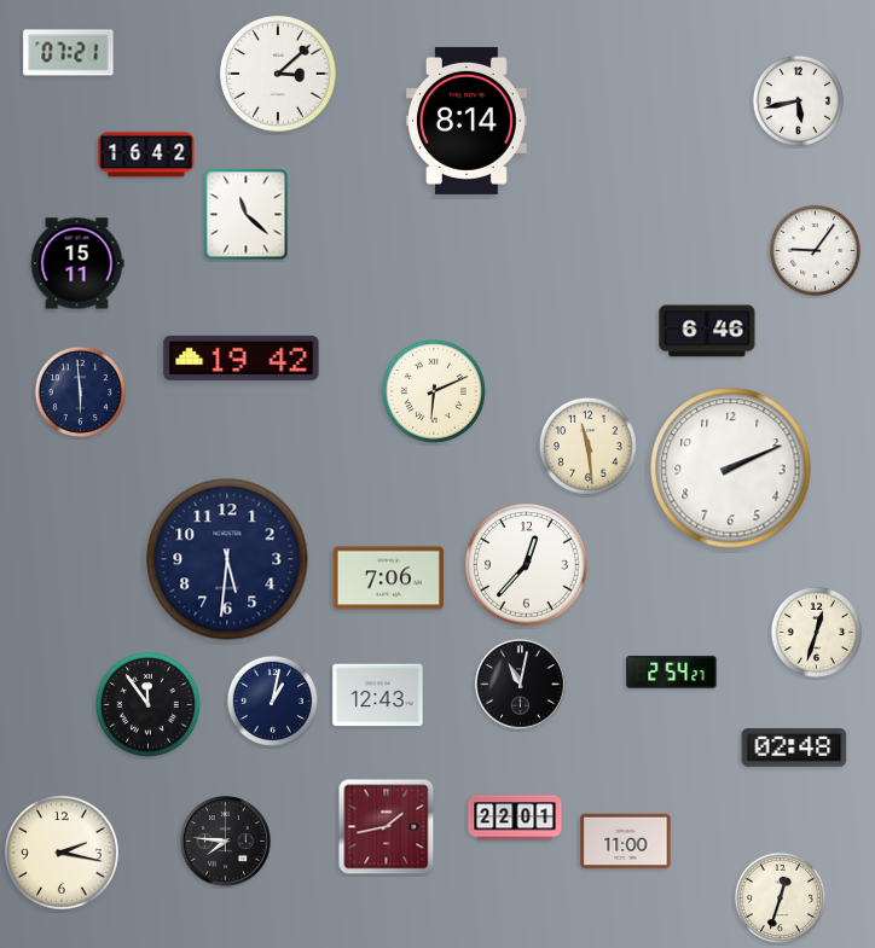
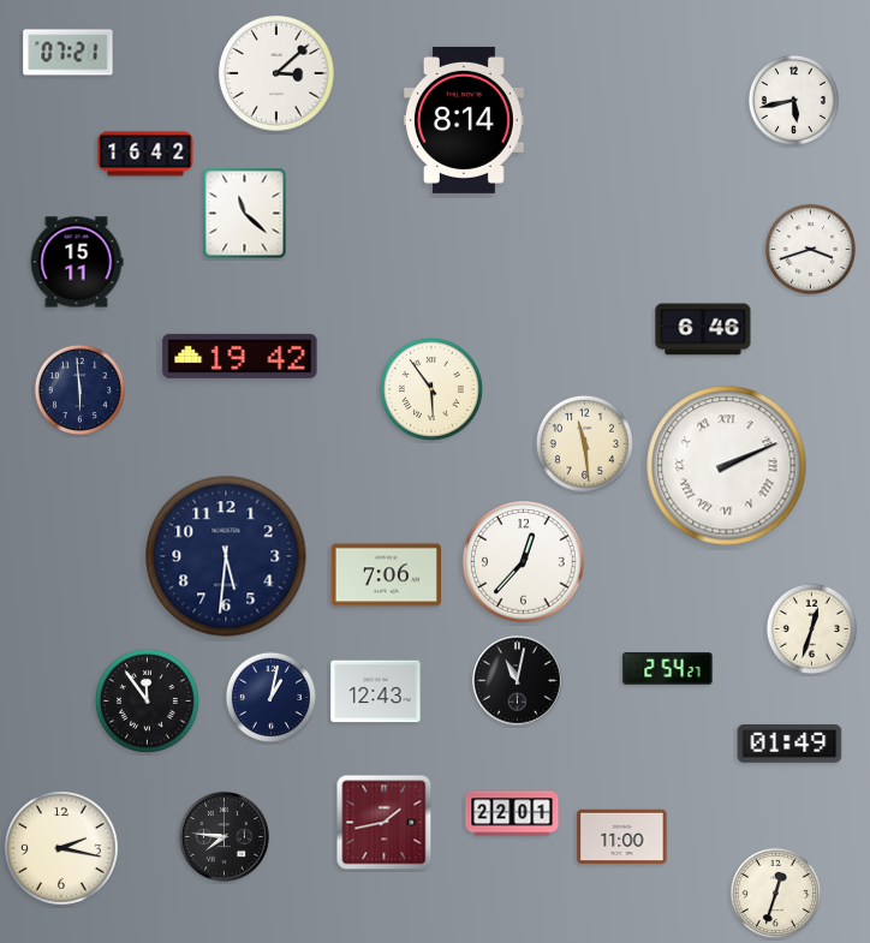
clock at (815, 250): 9:06 -> 3:42
clock at (434, 391): 6:11 -> 5:54
clock at (731, 469) numerals: Arabic -> Roman
clock at (794, 748): 02:48 -> 01:49
